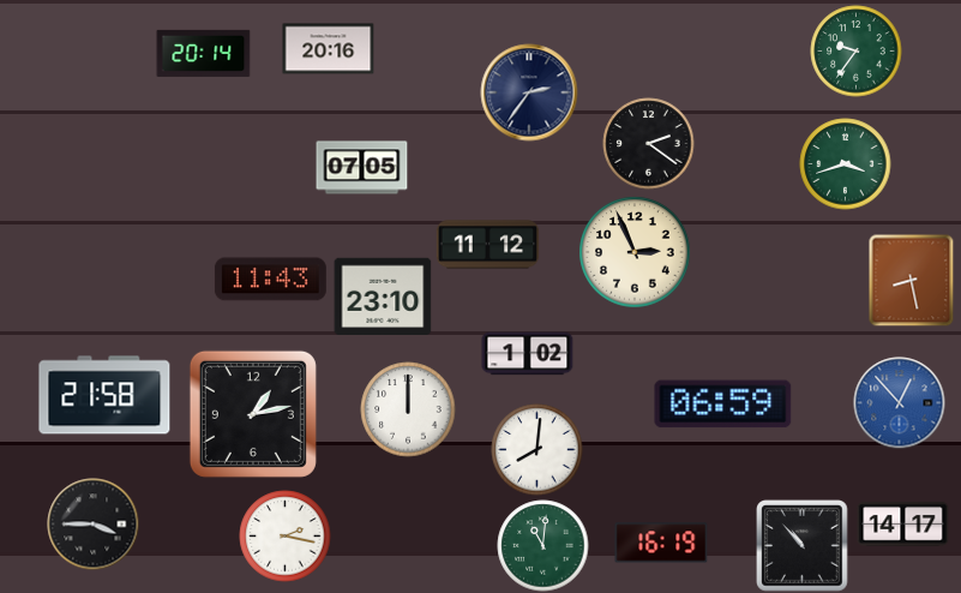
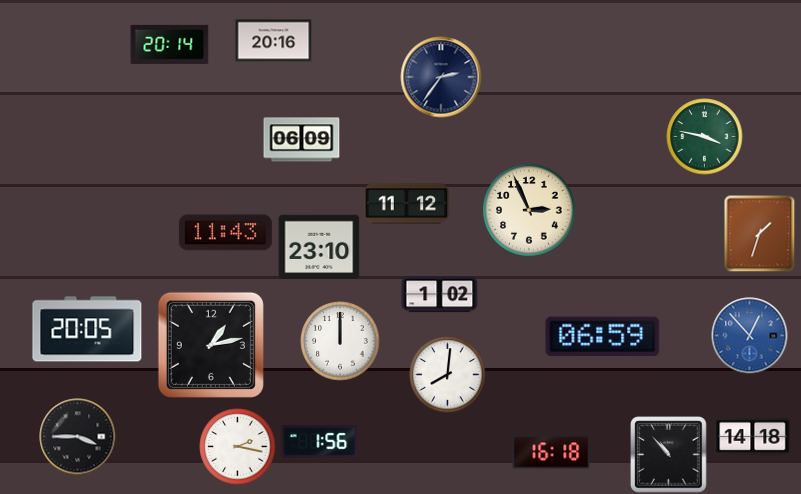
clock at (857, 52): 9:36 -> none
clock at (649, 144): 2:21 -> none
clock at (846, 164): 3:42 -> 3:47
clock at (362, 168): 07:05 -> 06:09
clock at (912, 280): 8:28 -> 1:33
clock at (104, 395): 21:58 -> 20:05
clock at (903, 523): 14:17 -> 14:18
clock at (320, 442): none -> 1:56
clock at (661, 543): 16:19 -> 16:18
clock at (543, 546): 11:01 -> none
